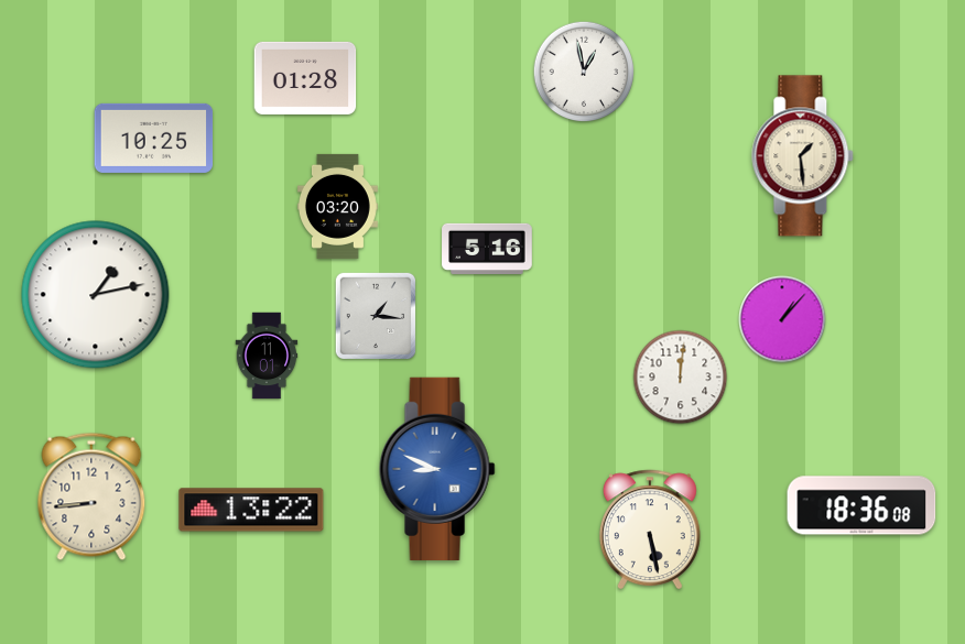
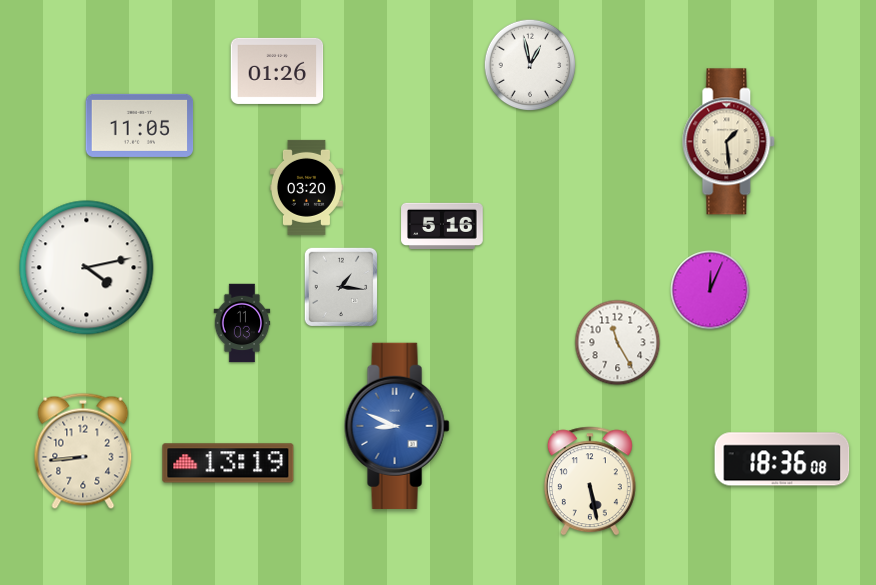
clock at (305, 78): 01:28 -> 01:26
clock at (154, 138): 10:25 -> 11:05
clock at (96, 295): 1:13 -> 4:13
clock at (782, 319): 1:07 -> 12:04
clock at (267, 356): 11:01 -> 11:03
clock at (681, 378): 12:01 -> 11:25
clock at (251, 510): 13:22 -> 13:19
